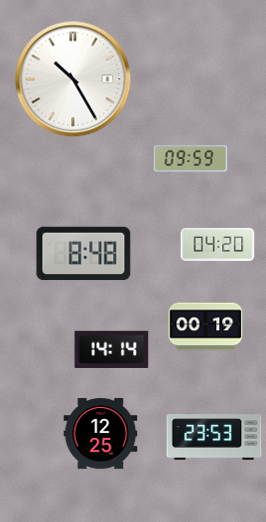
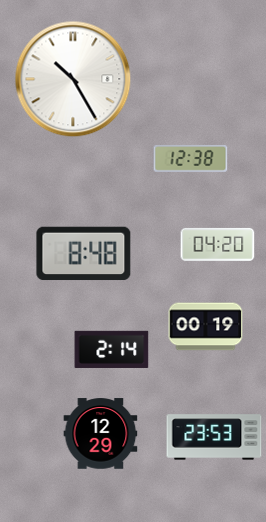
clock at (191, 158): 09:59 -> 12:38
clock at (112, 349): 14:14 -> 2:14
clock at (101, 434): 12:25 -> 12:29
